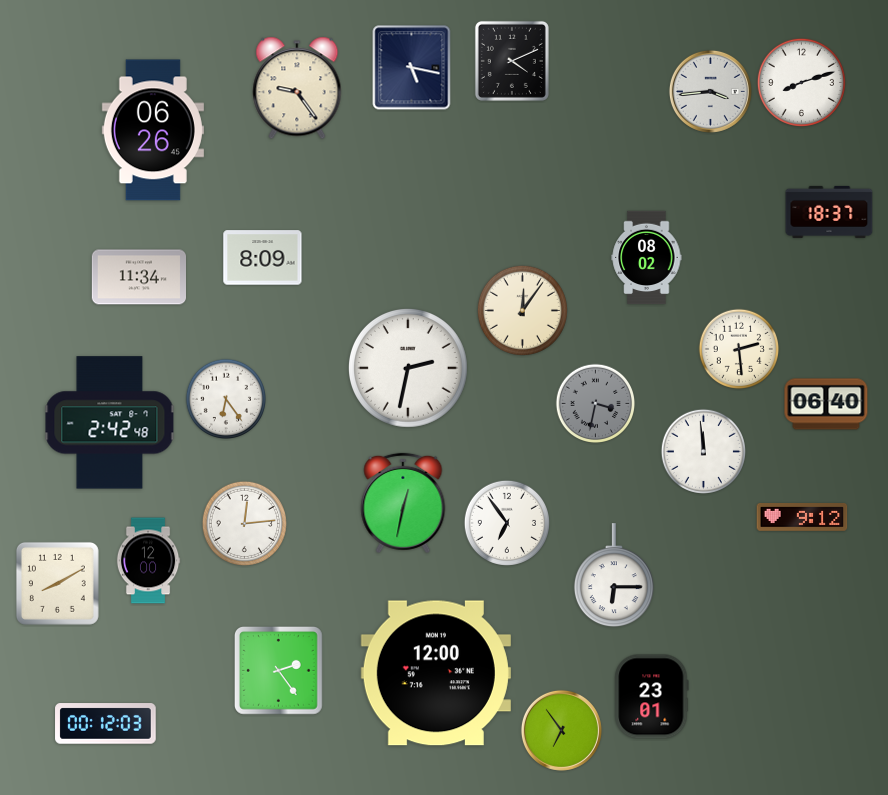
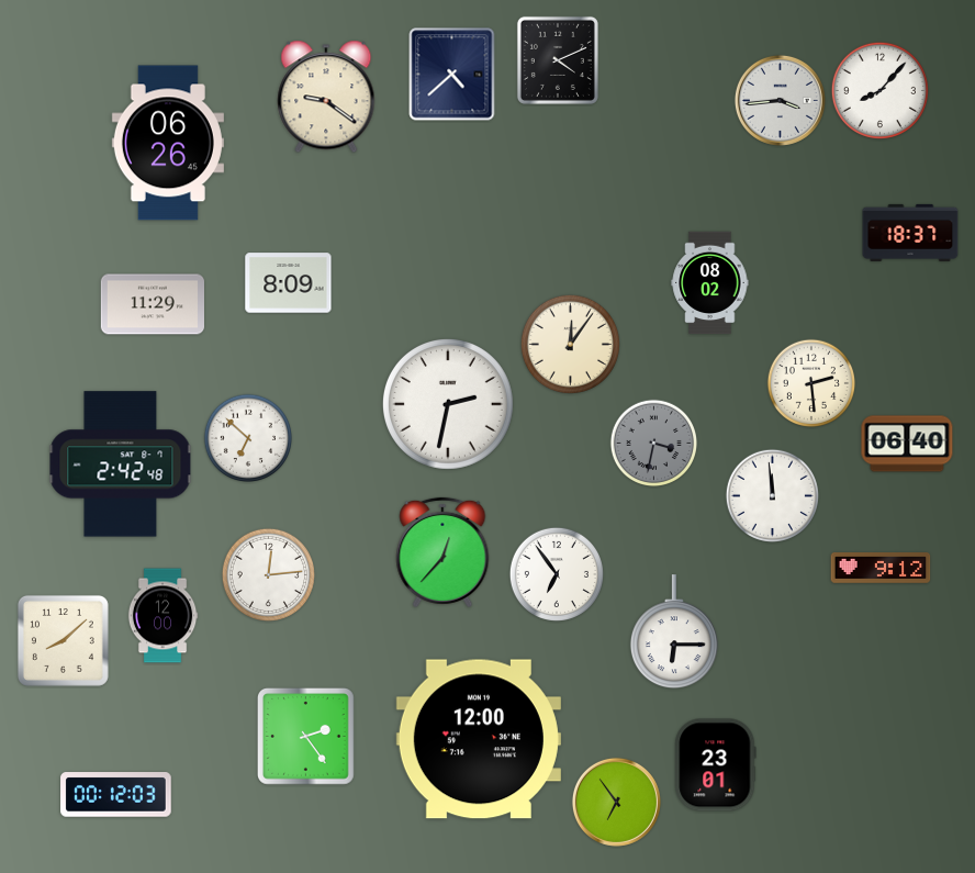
clock at (512, 61) position: (512, 61) -> (558, 60)
clock at (412, 68): 5:17 -> 4:38
clock at (801, 82): 8:12 -> 8:07
clock at (297, 88): 9:24 -> 9:21
clock at (138, 277): 11:34 -> 11:29
clock at (522, 310) position: (522, 310) -> (570, 344)
clock at (225, 398): 6:24 -> 6:52
clock at (403, 503): 12:32 -> 12:37
clock at (57, 583): 8:10 -> 8:08
